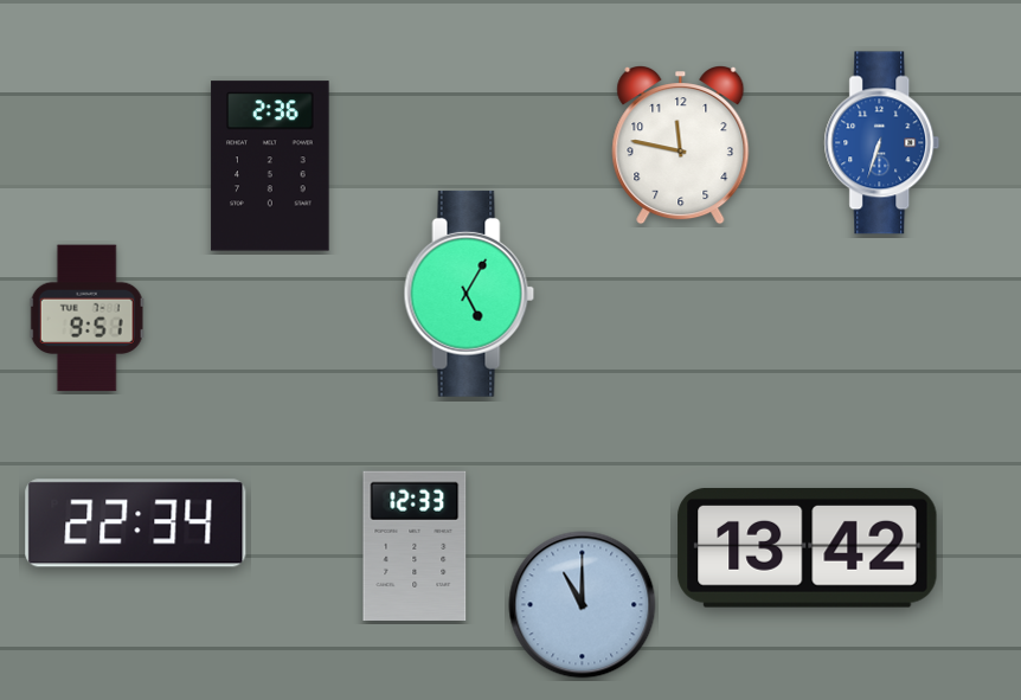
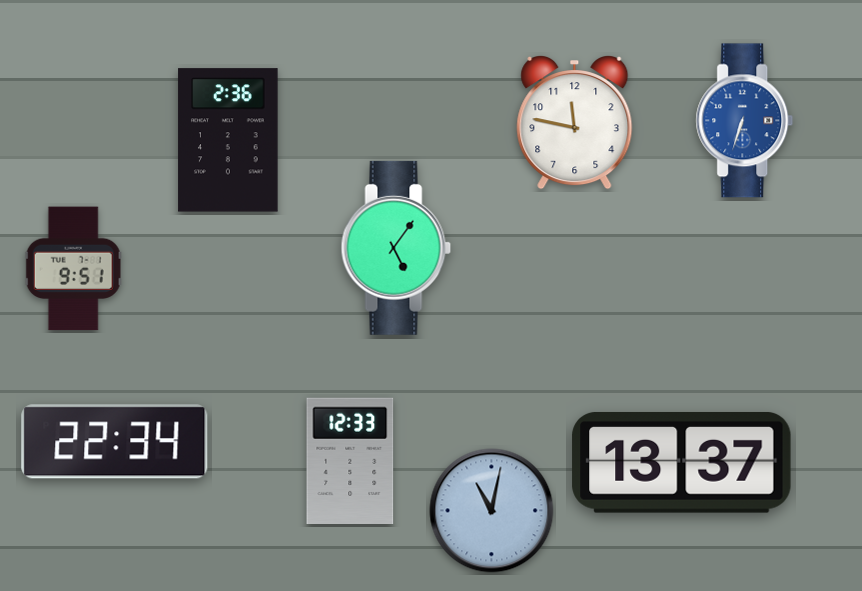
clock at (469, 294): 5:05 -> 5:06
clock at (808, 547): 13:42 -> 13:37
clock at (583, 605): 11:00 -> 11:02
